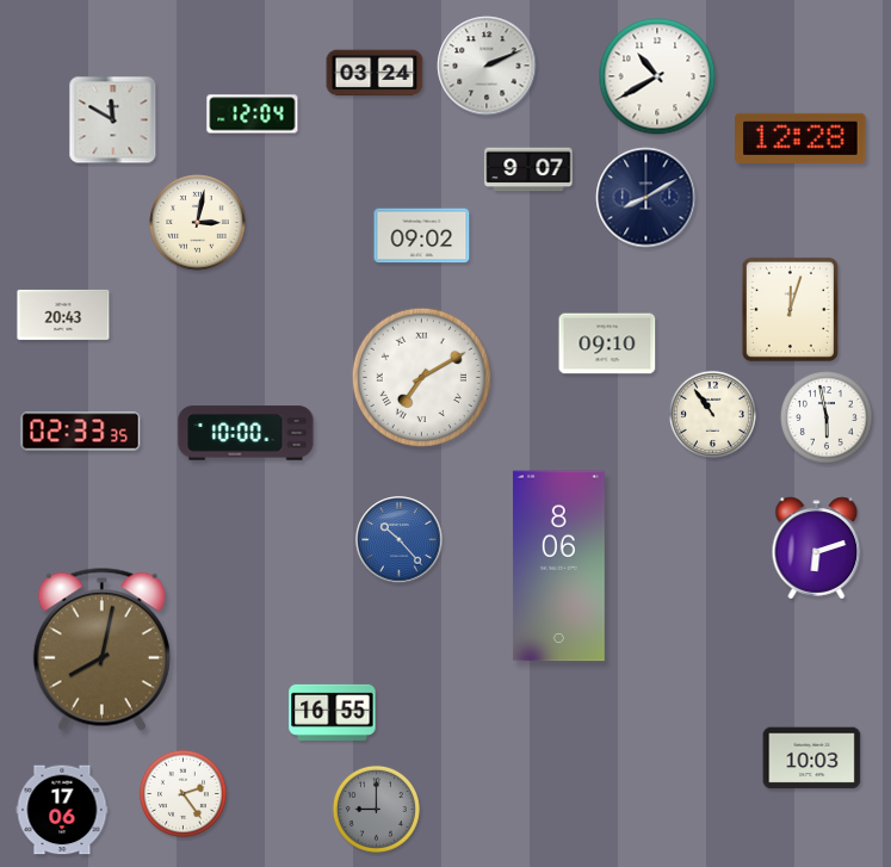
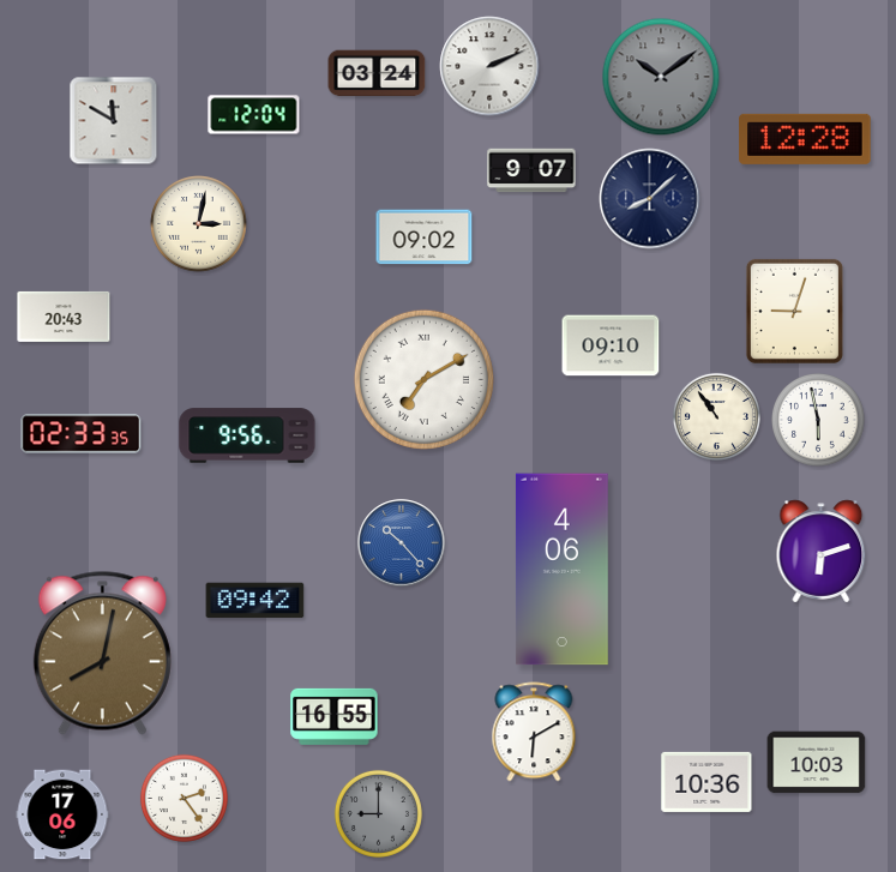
clock at (657, 76): 10:40 -> 10:09
clock at (657, 76) dial: white -> grey
clock at (646, 198): 8:10 -> 8:08
clock at (790, 309): 12:03 -> 9:03
clock at (828, 419) position: (828, 419) -> (819, 421)
clock at (246, 433): 10:00 -> 9:56
clock at (558, 566): 8:06 -> 4:06
clock at (255, 601): none -> 09:42
clock at (534, 732): none -> 6:10
clock at (706, 782): none -> 10:36
